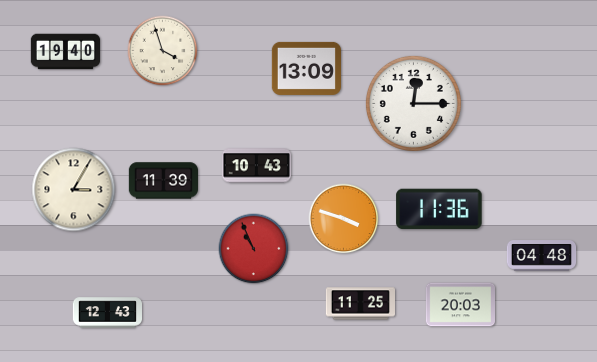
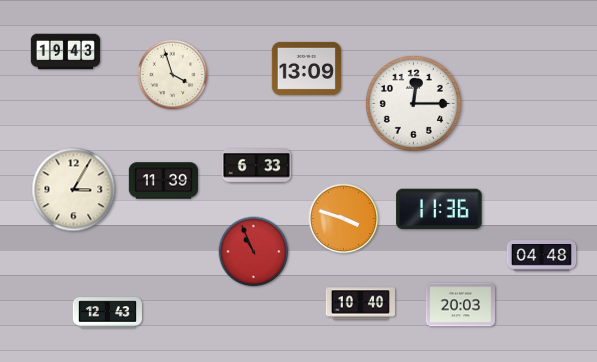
clock at (163, 51) position: (163, 51) -> (173, 75)
clock at (66, 52): 19:40 -> 19:43
clock at (256, 166): 10:43 -> 6:33
clock at (254, 249) position: (254, 249) -> (254, 252)
clock at (360, 304): 11:25 -> 10:40
